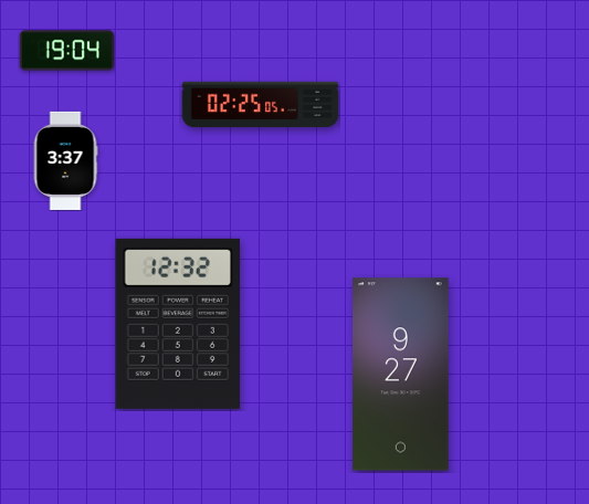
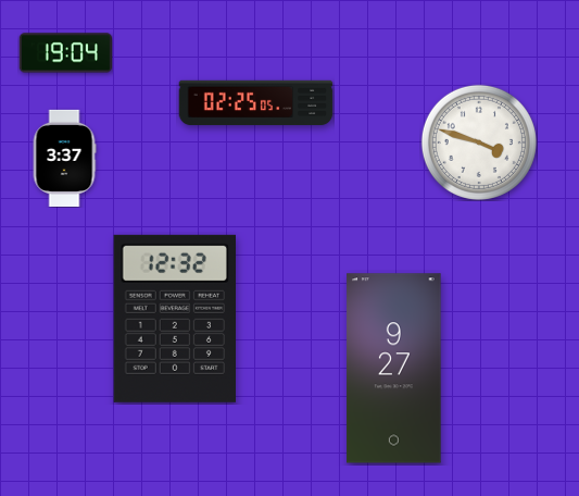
clock at (66, 51) position: (66, 51) -> (65, 53)
clock at (479, 142): none -> 3:48
